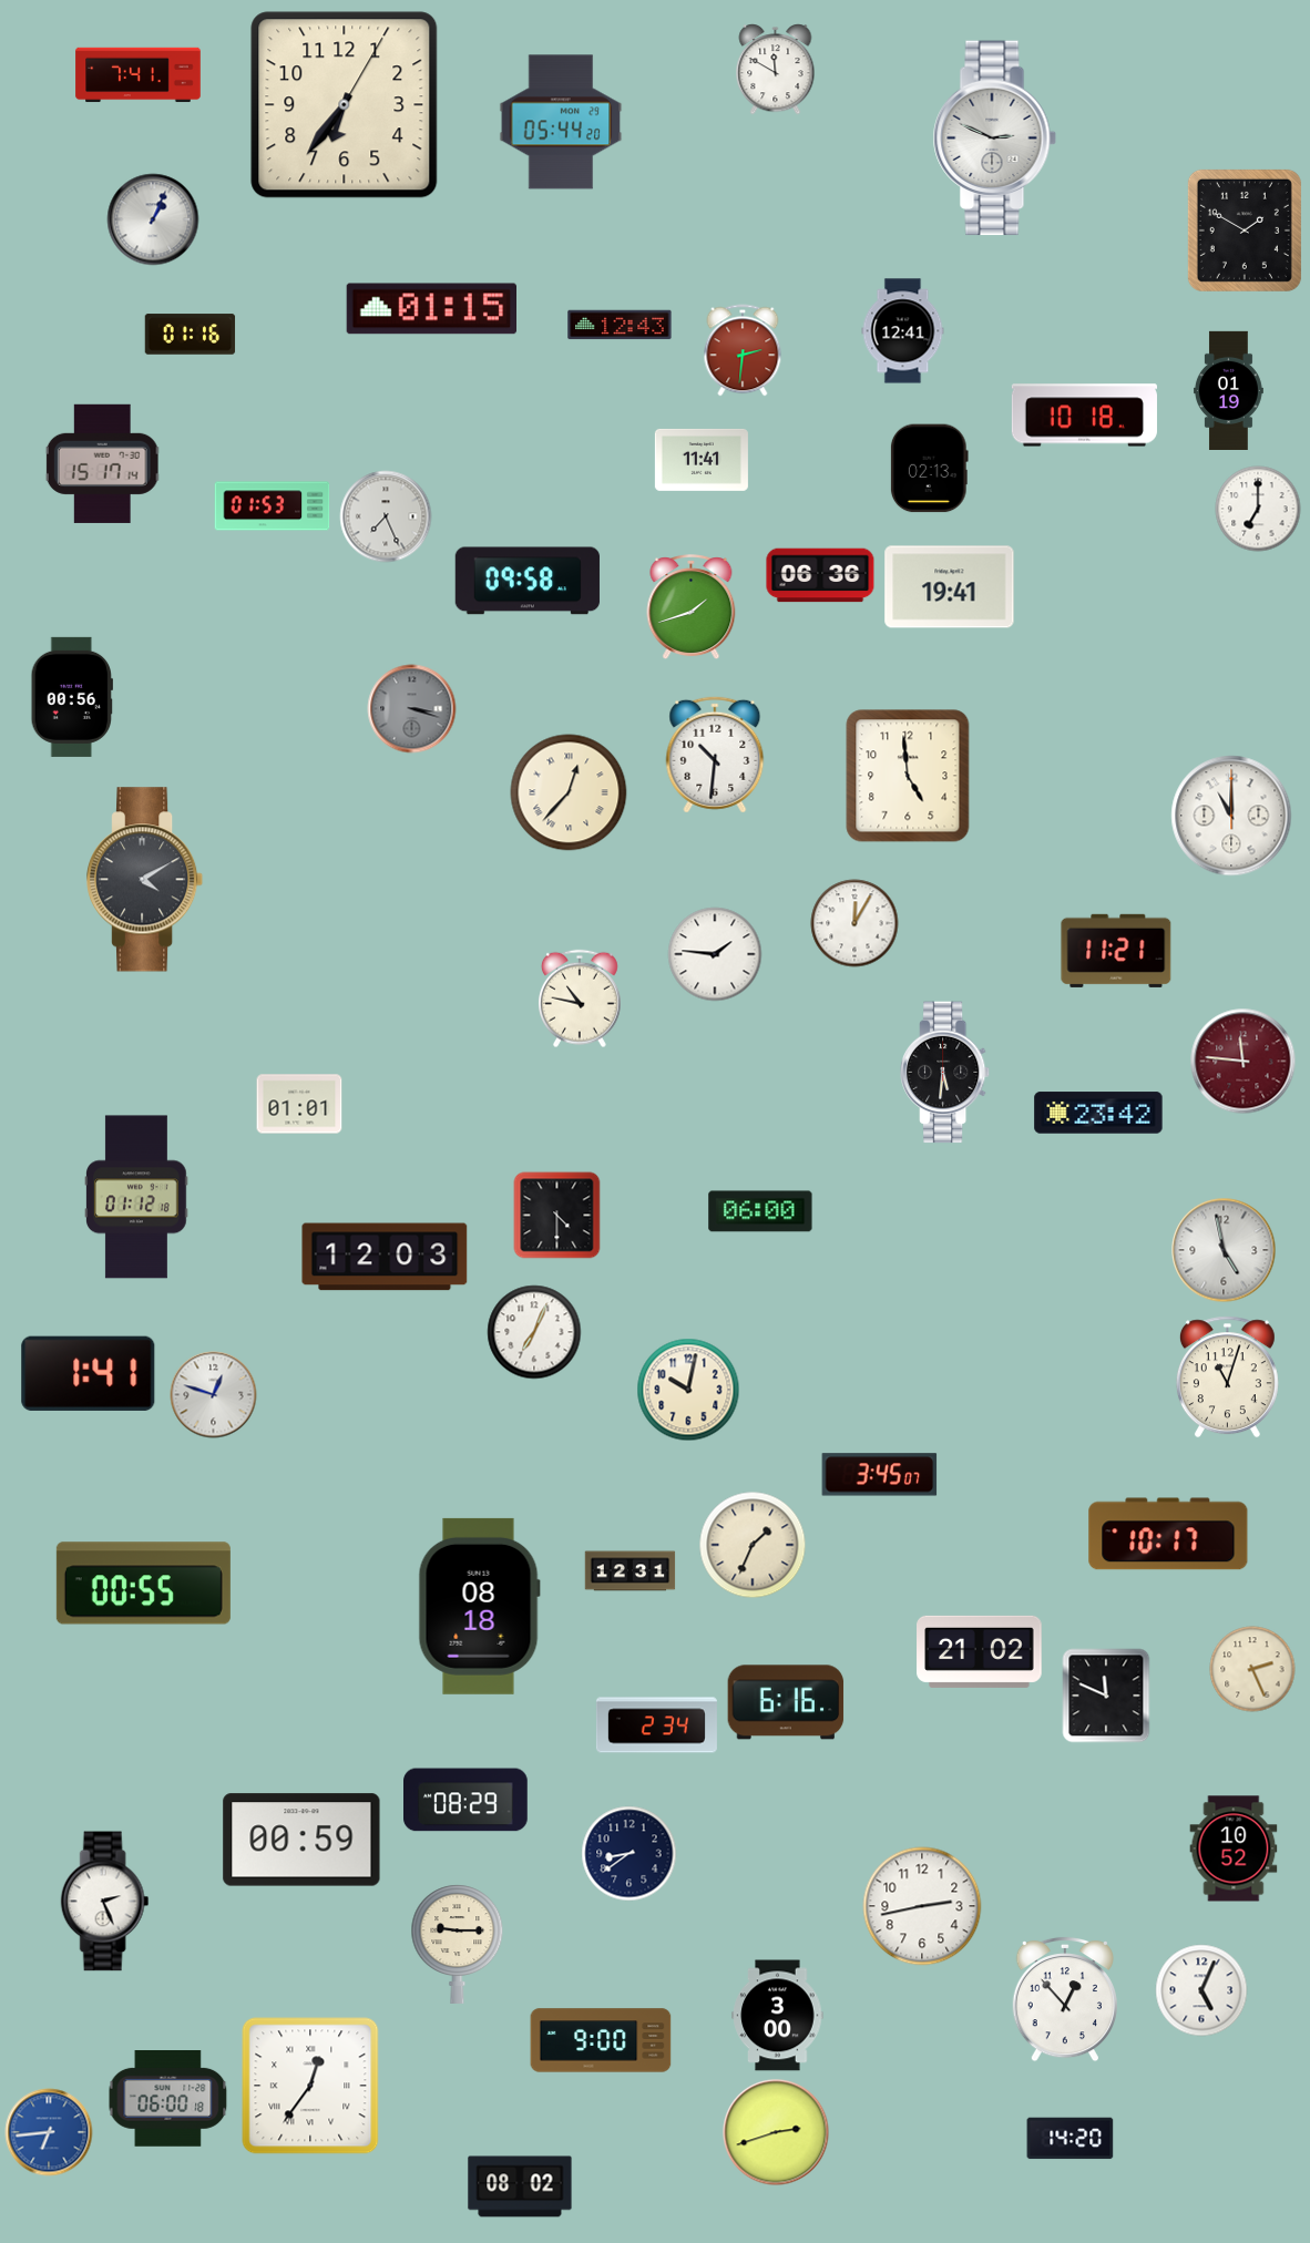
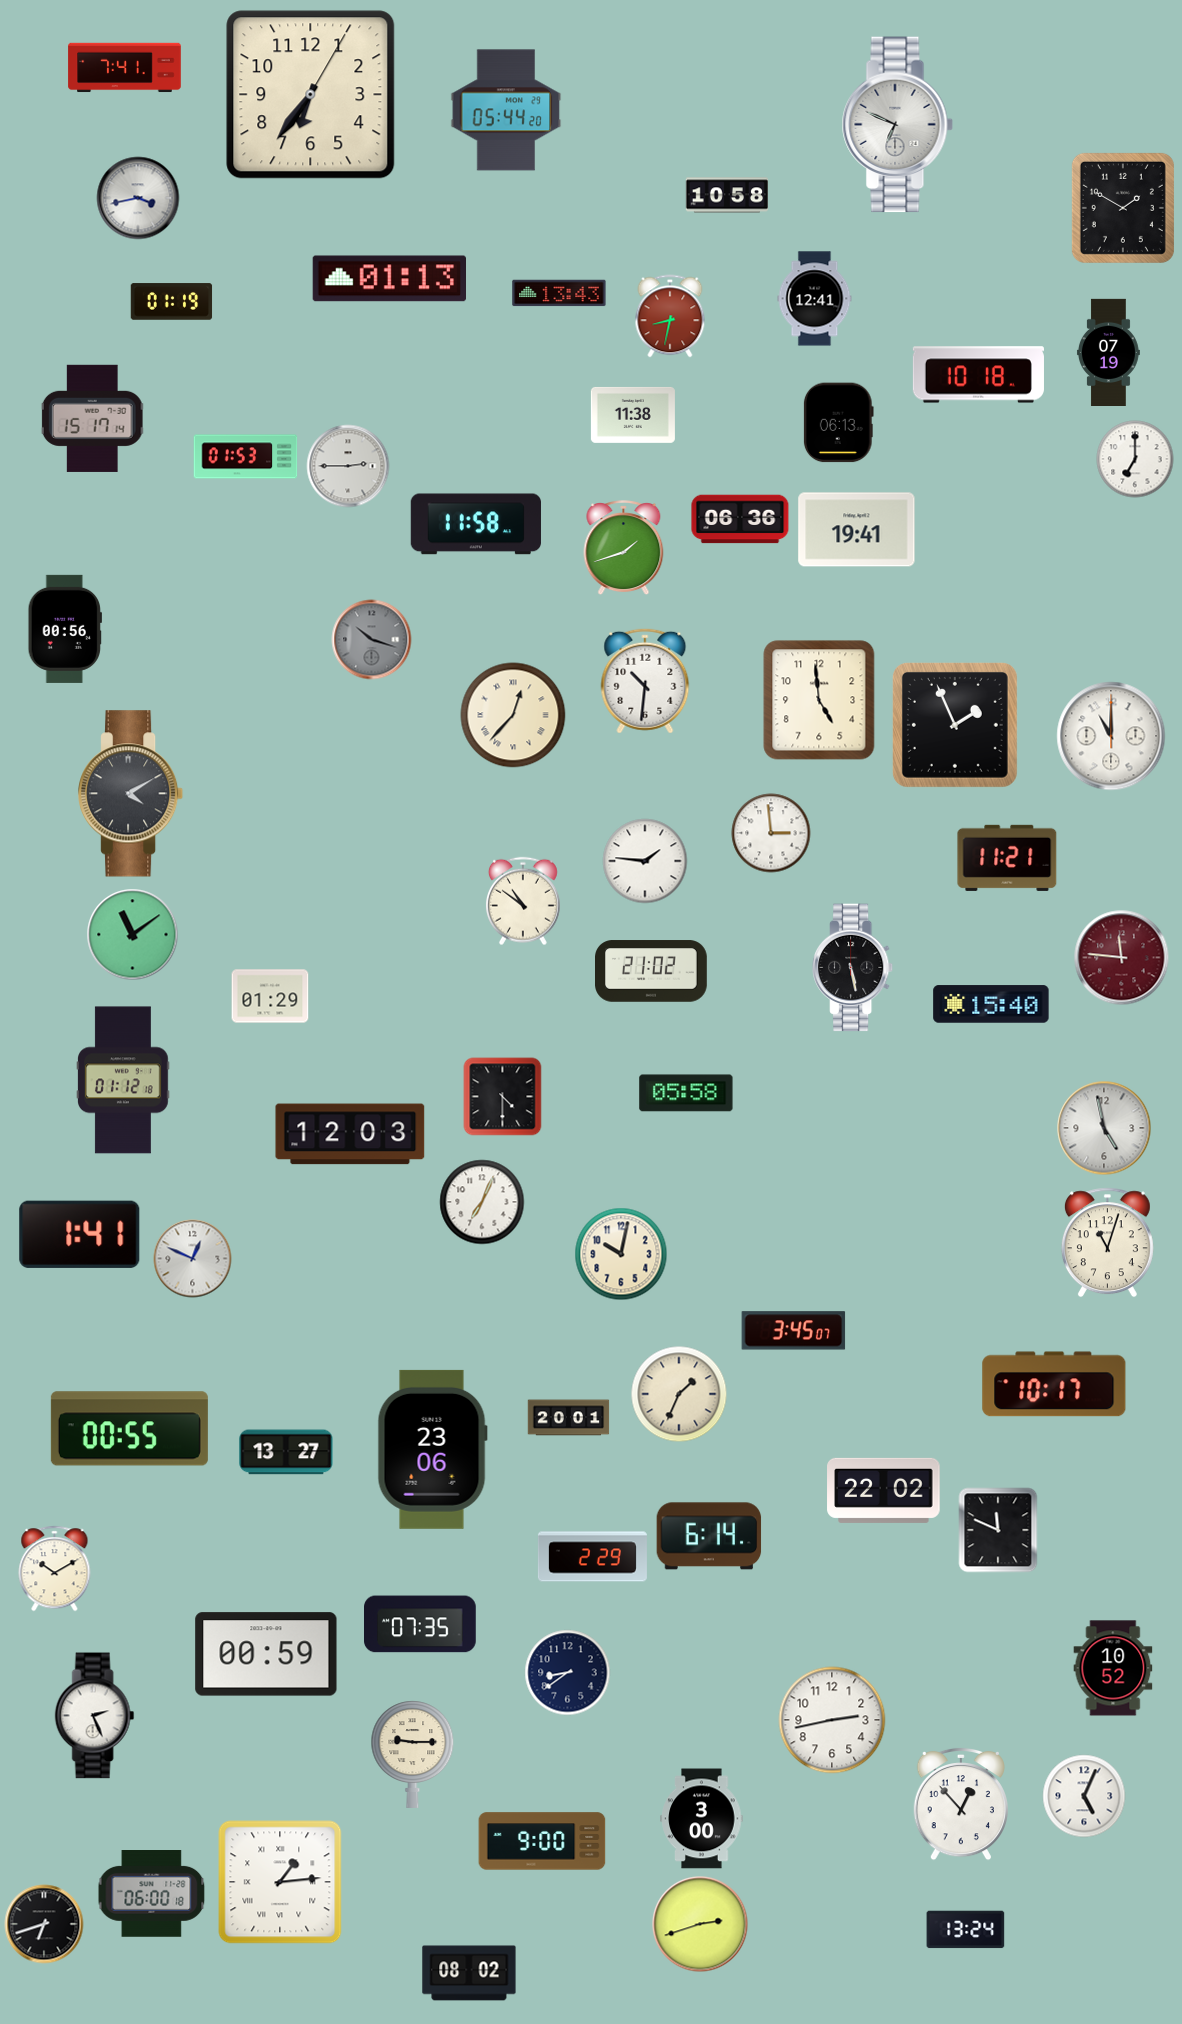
clock at (776, 70): 11:50 -> none
clock at (994, 139): 2:49 -> 6:49
clock at (726, 195): none -> 10:58
clock at (153, 219): 1:04 -> 3:43
clock at (431, 309): 01:15 -> 01:13
clock at (620, 325): 12:43 -> 13:43
clock at (191, 335): 01:16 -> 01:19
clock at (743, 350): 2:31 -> 8:32
clock at (1229, 390): 01:19 -> 07:19
clock at (702, 460): 11:41 -> 11:38
clock at (929, 469): 02:13 -> 06:13
clock at (386, 516): 7:26 -> 2:45
clock at (528, 581): 09:58 -> 11:58
clock at (412, 709): 3:18 -> 10:18
clock at (955, 725): none -> 1:56
clock at (854, 923): 12:05 -> 2:59
clock at (580, 998): 10:47 -> 10:51
clock at (133, 935): none -> 11:09
clock at (946, 1073): 5:31 -> 5:28
clock at (652, 971): none -> 21:02
clock at (299, 1104): 01:01 -> 01:29
clock at (1098, 1113): 23:42 -> 15:40
clock at (760, 1211): 06:00 -> 05:58
clock at (385, 1257) position: (385, 1257) -> (350, 1134)
clock at (89, 1373) position: (89, 1373) -> (80, 1234)
clock at (214, 1395): 12:48 -> 12:49
clock at (631, 1571): 12:31 -> 20:01
clock at (479, 1606): 08:18 -> 23:06
clock at (286, 1452): none -> 13:27
clock at (980, 1651): 21:02 -> 22:02
clock at (1252, 1669): 2:26 -> none
clock at (786, 1702): 6:16 -> 6:14
clock at (656, 1725): 2:34 -> 2:29
clock at (55, 1569): none -> 10:10
clock at (467, 1800): 08:29 -> 07:35
clock at (301, 1840) position: (301, 1840) -> (266, 1654)
clock at (310, 2086): 12:36 -> 1:14
clock at (49, 2132): 6:44 -> 6:42
clock at (49, 2132) dial: blue -> black
clock at (1071, 2139): 14:20 -> 13:24
